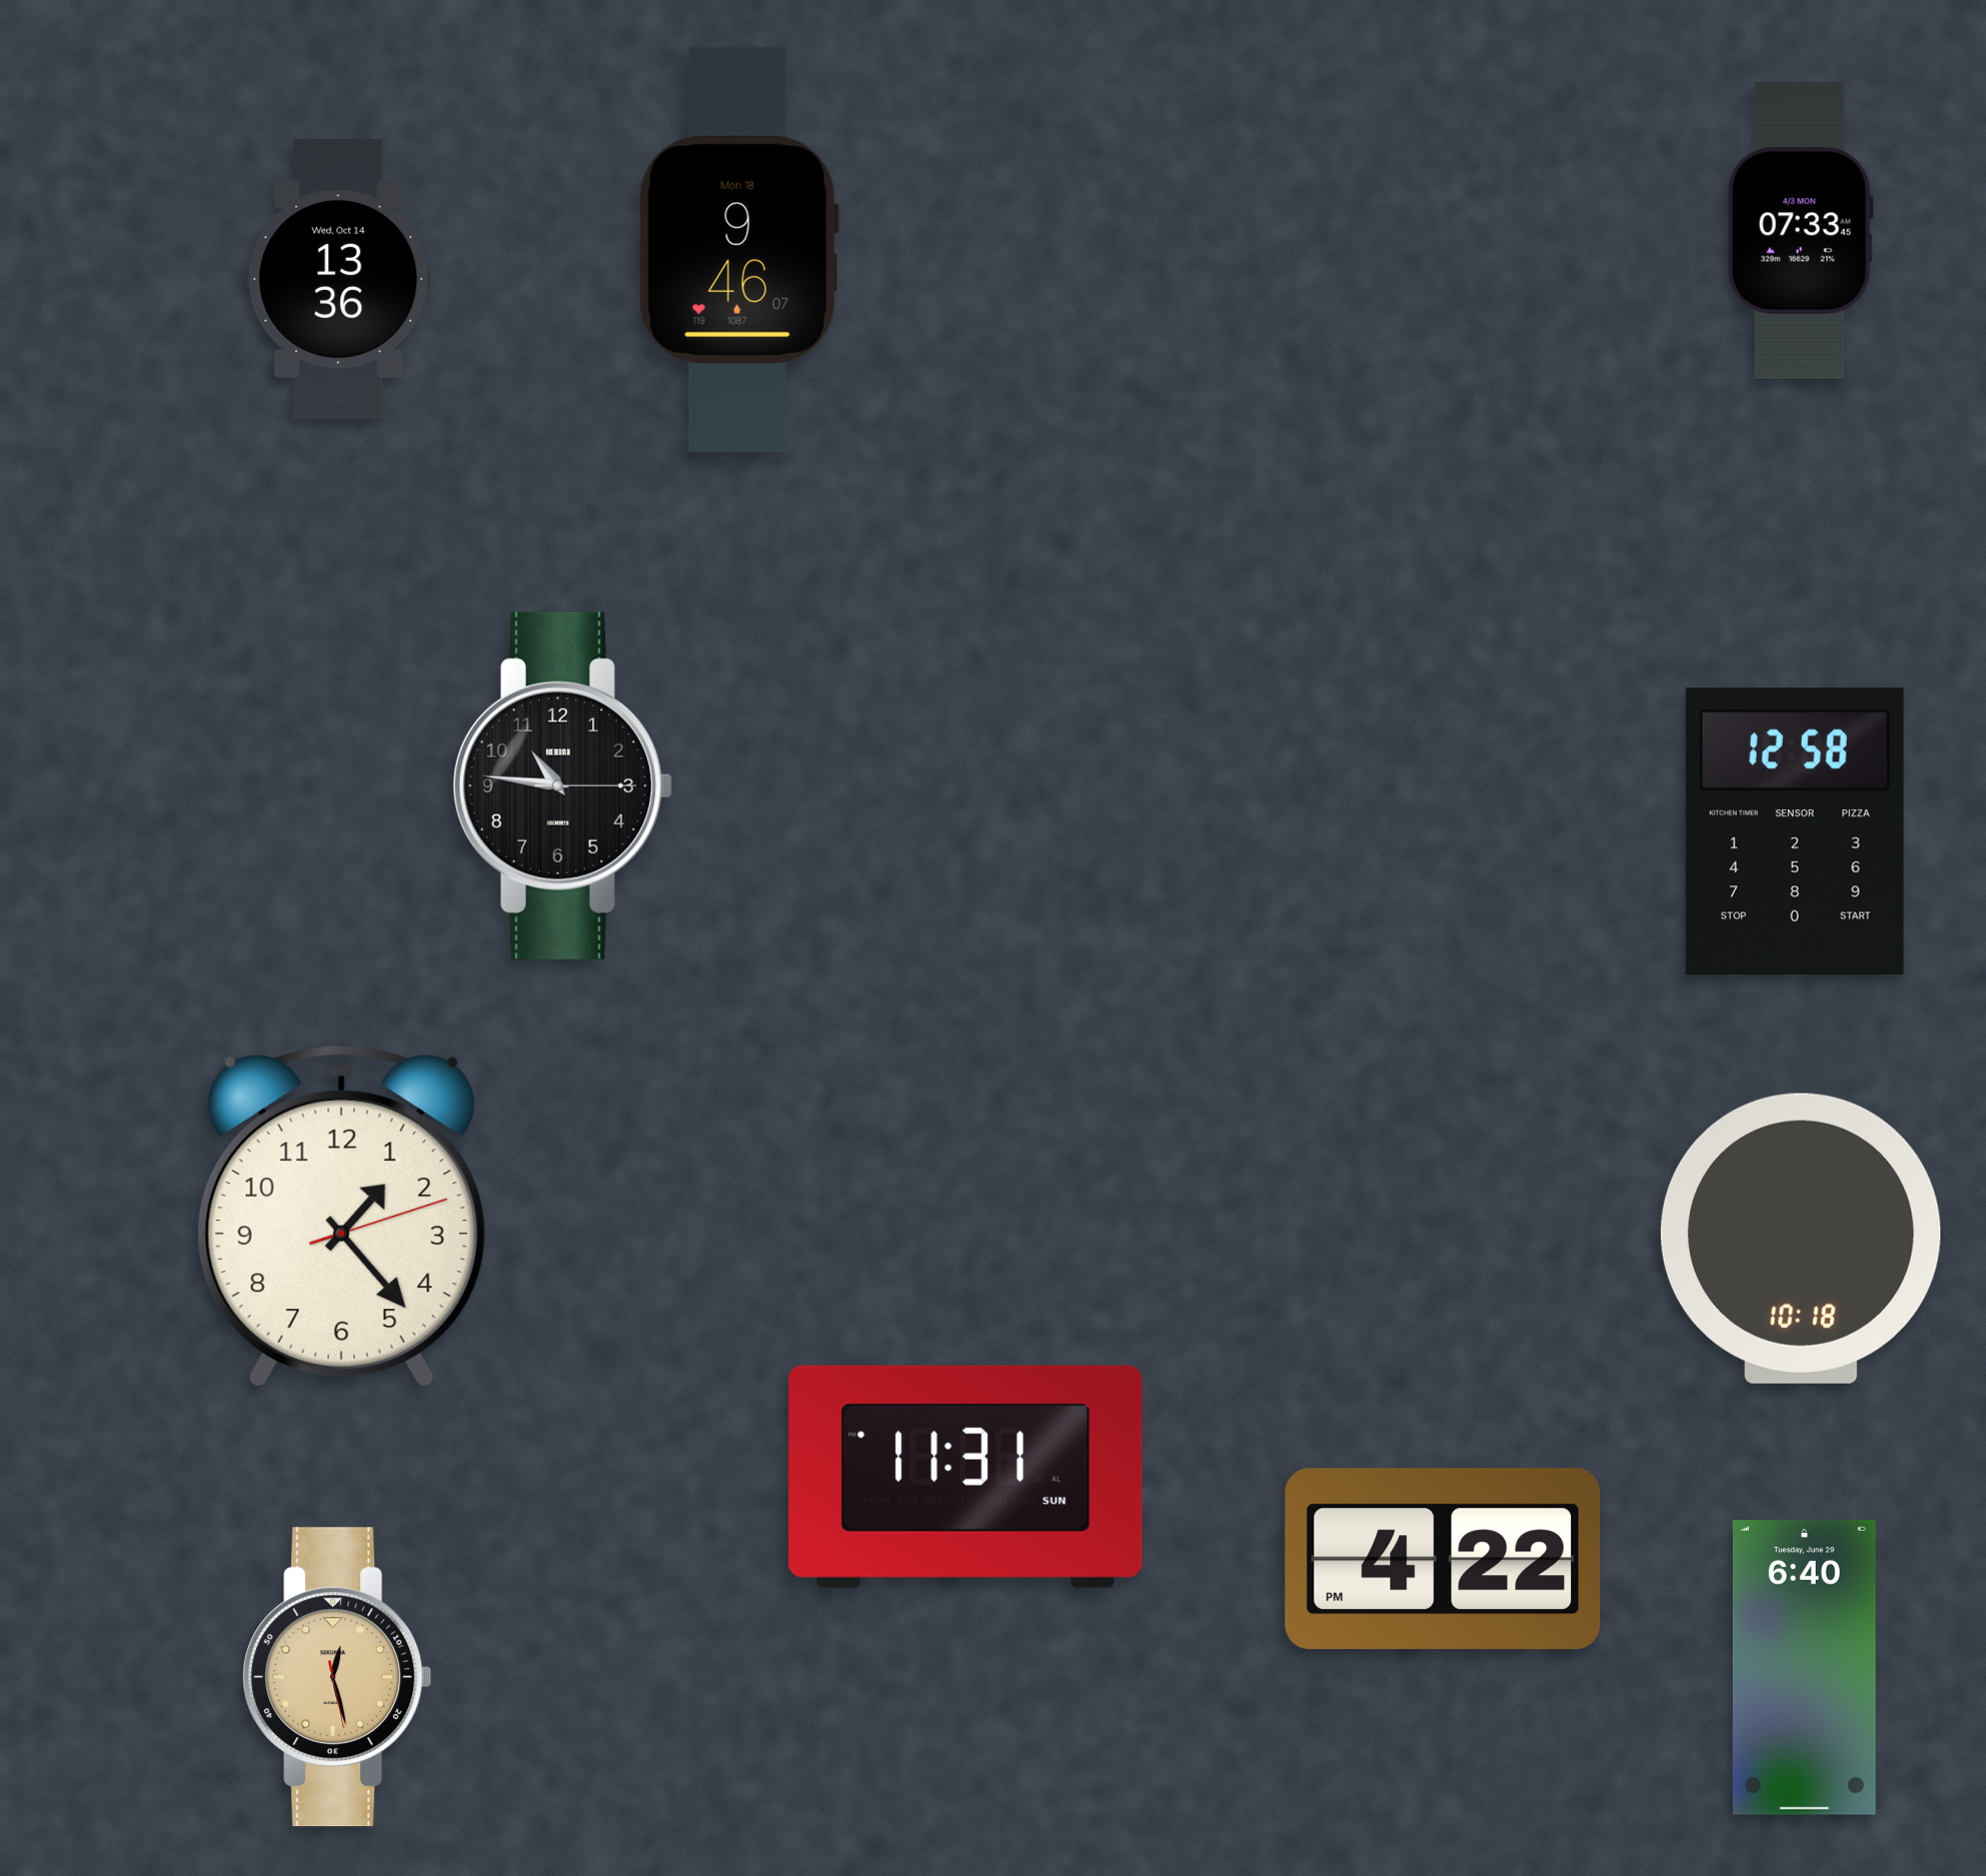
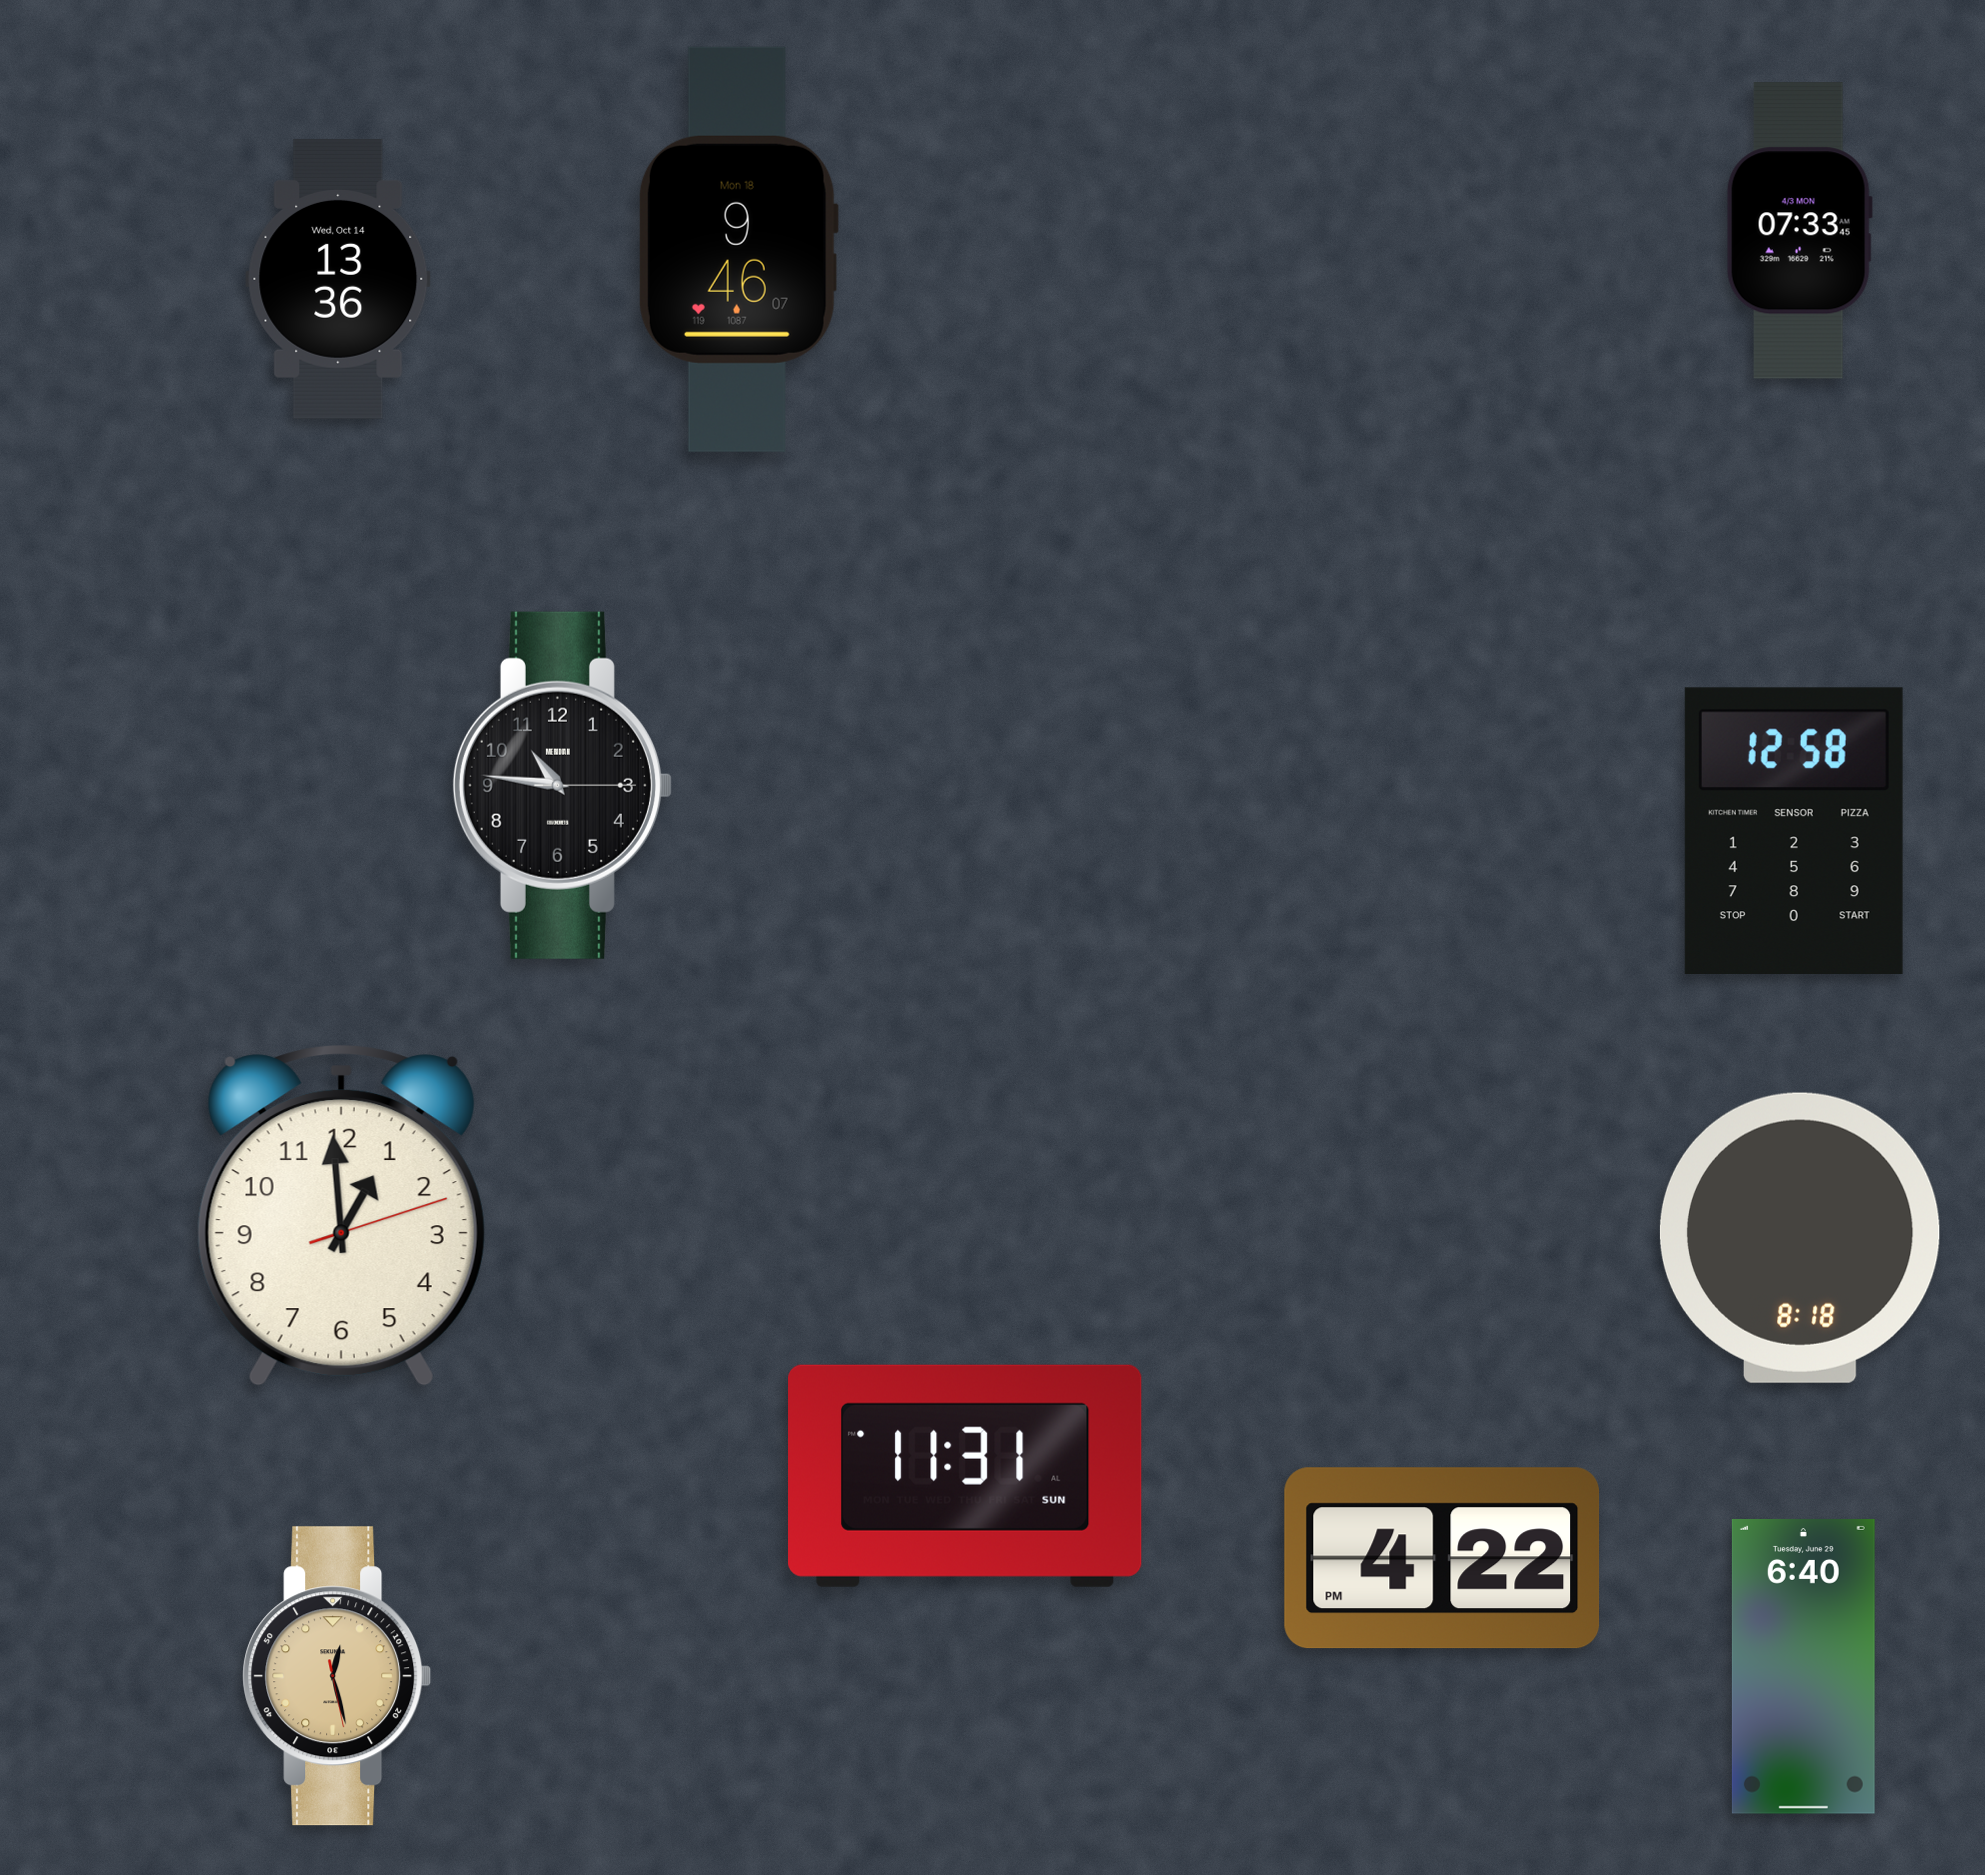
clock at (341, 1216): 1:23 -> 12:59
clock at (1801, 1239): 10:18 -> 8:18
